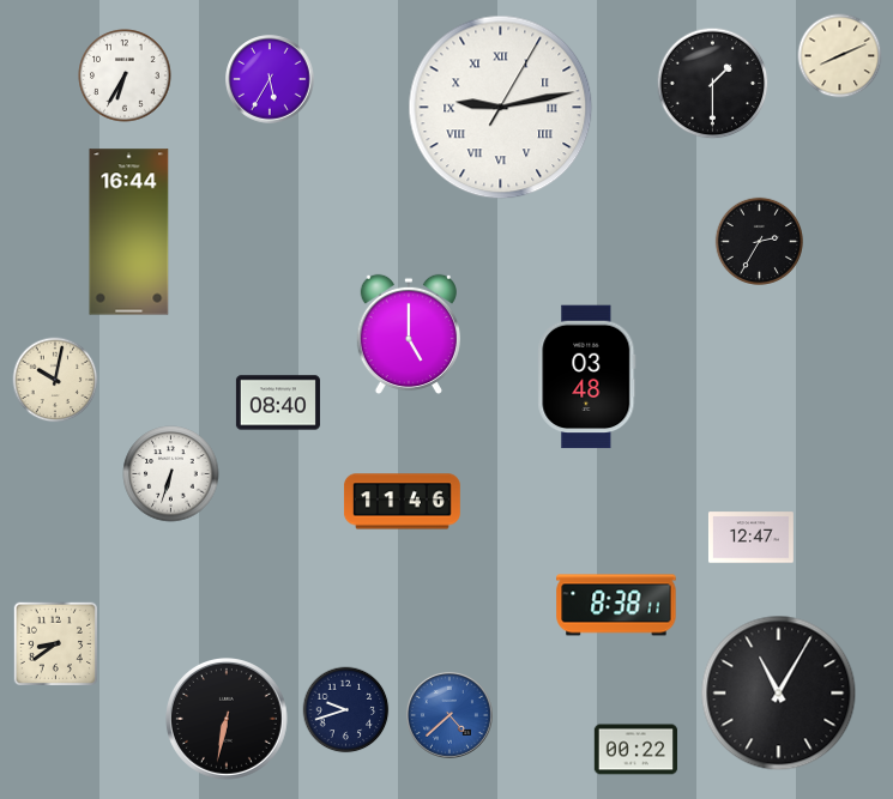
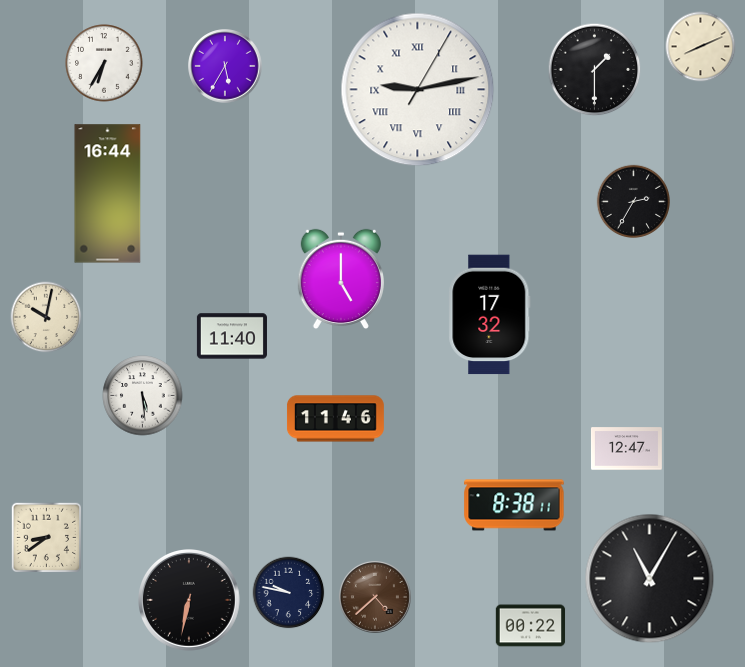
clock at (587, 377): 03:48 -> 17:32
clock at (278, 402): 08:40 -> 11:40
clock at (171, 474): 6:33 -> 5:29
clock at (346, 710): 9:42 -> 9:47
clock at (449, 715) dial: blue -> brown
